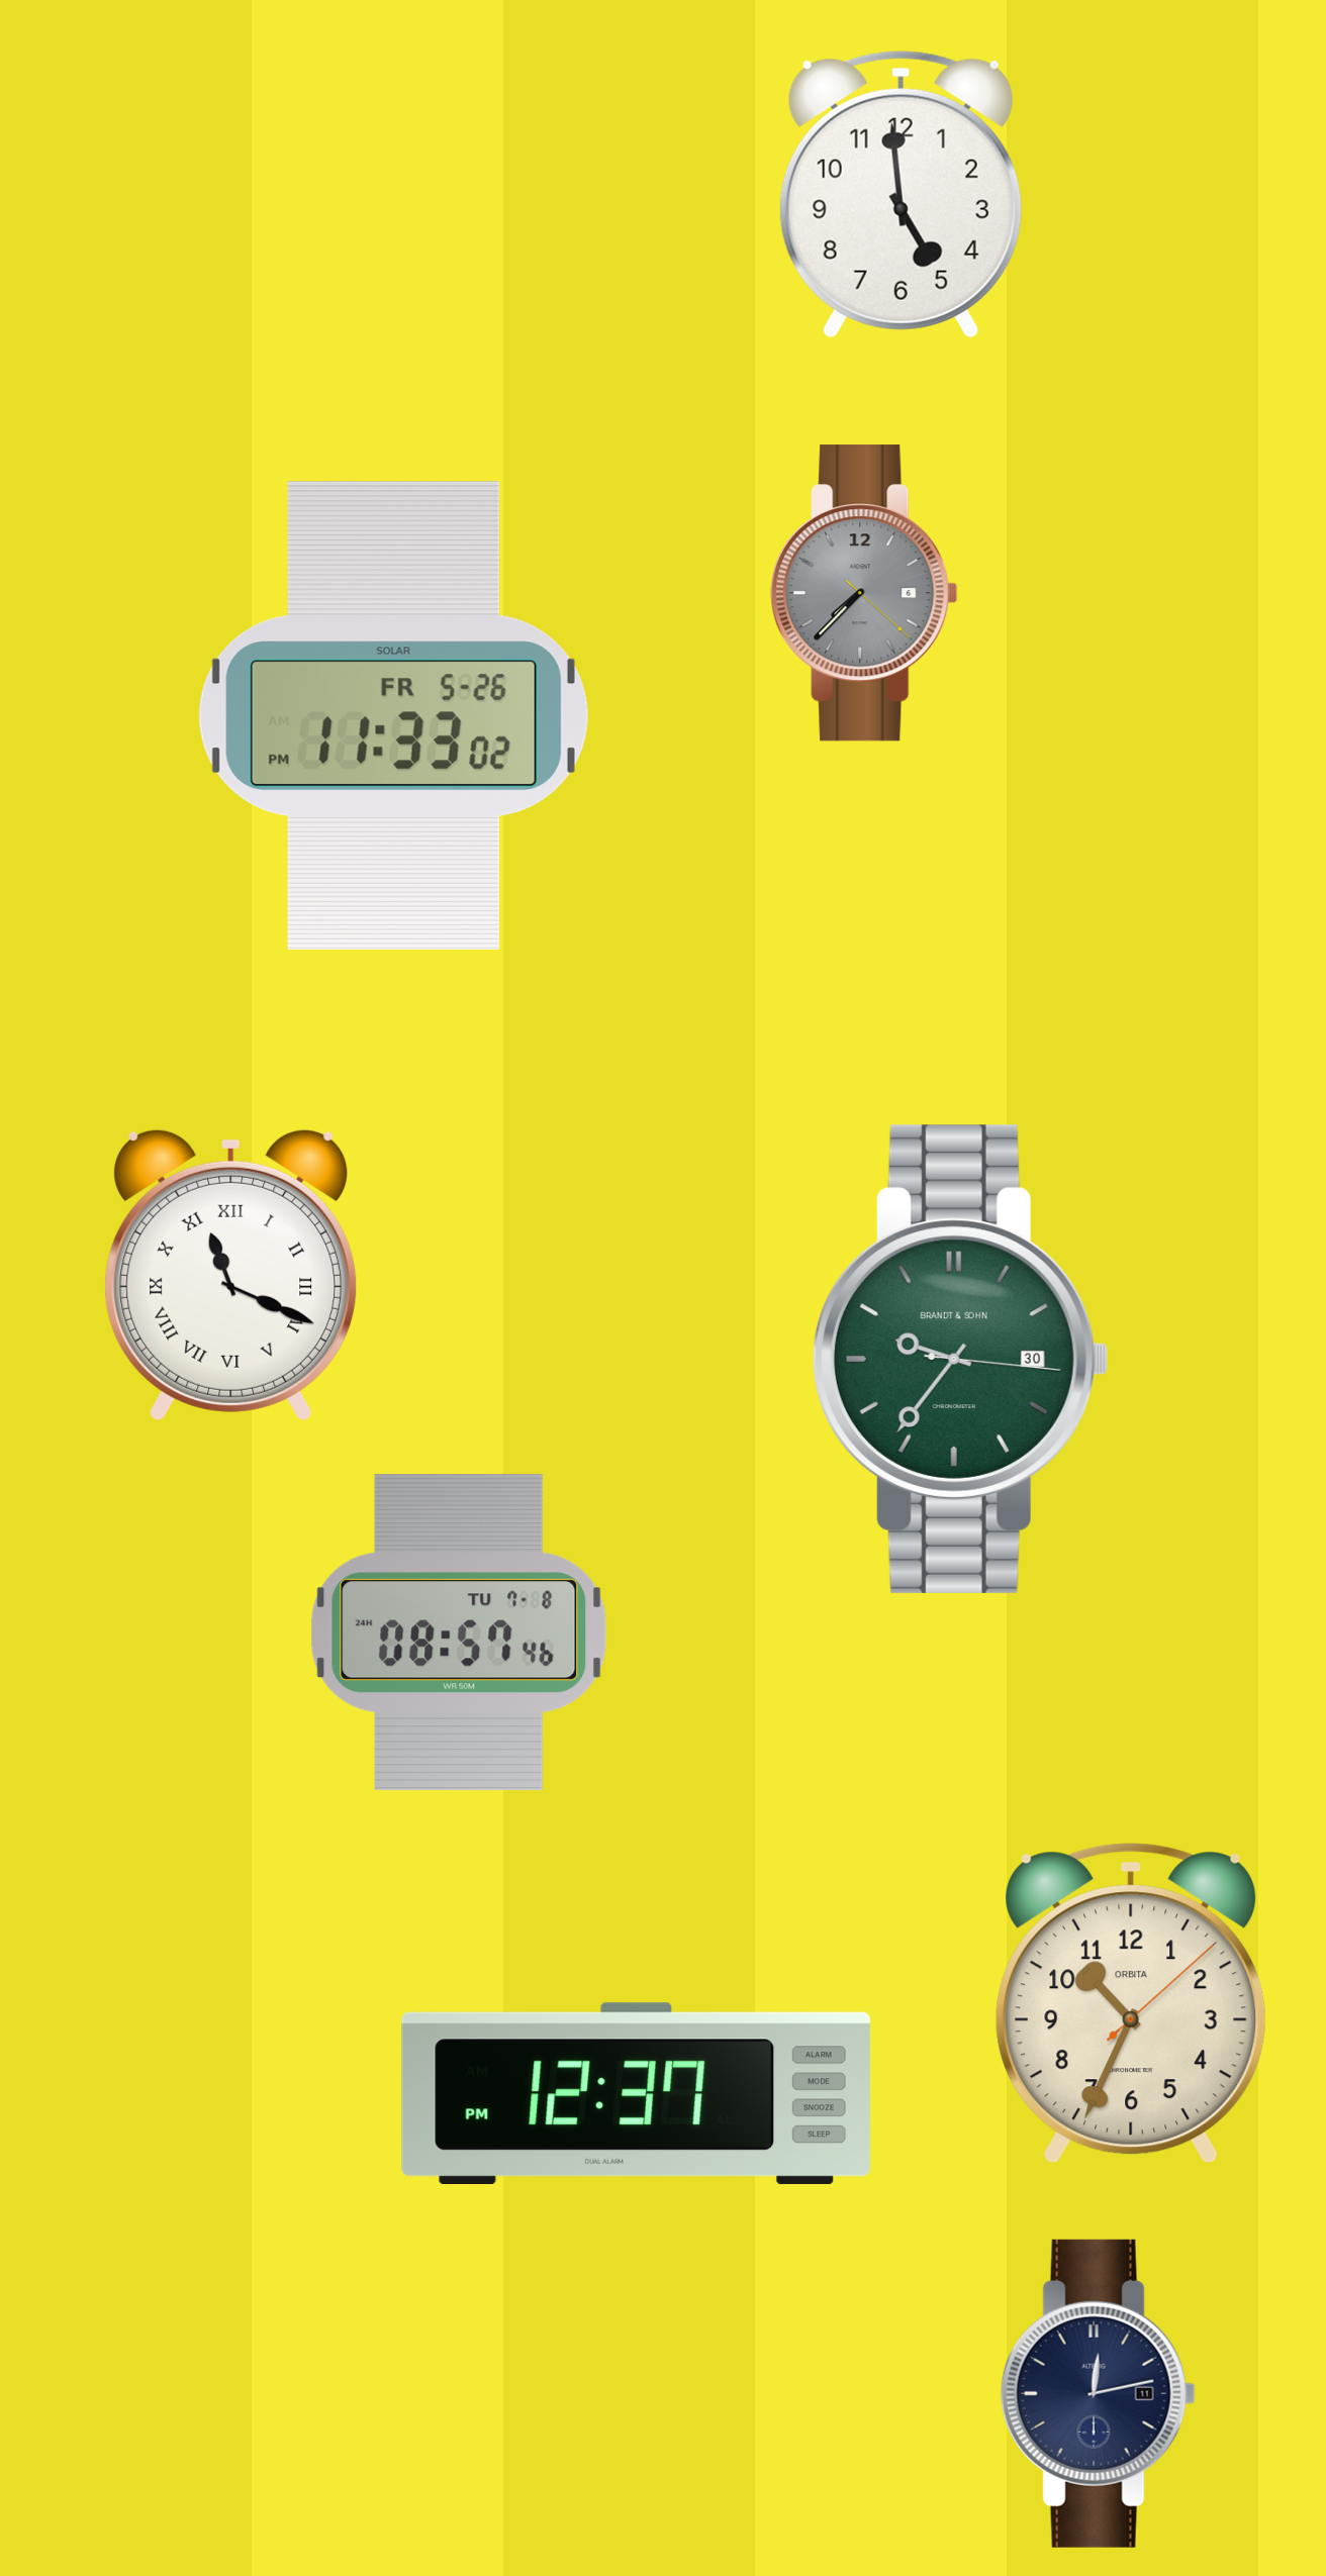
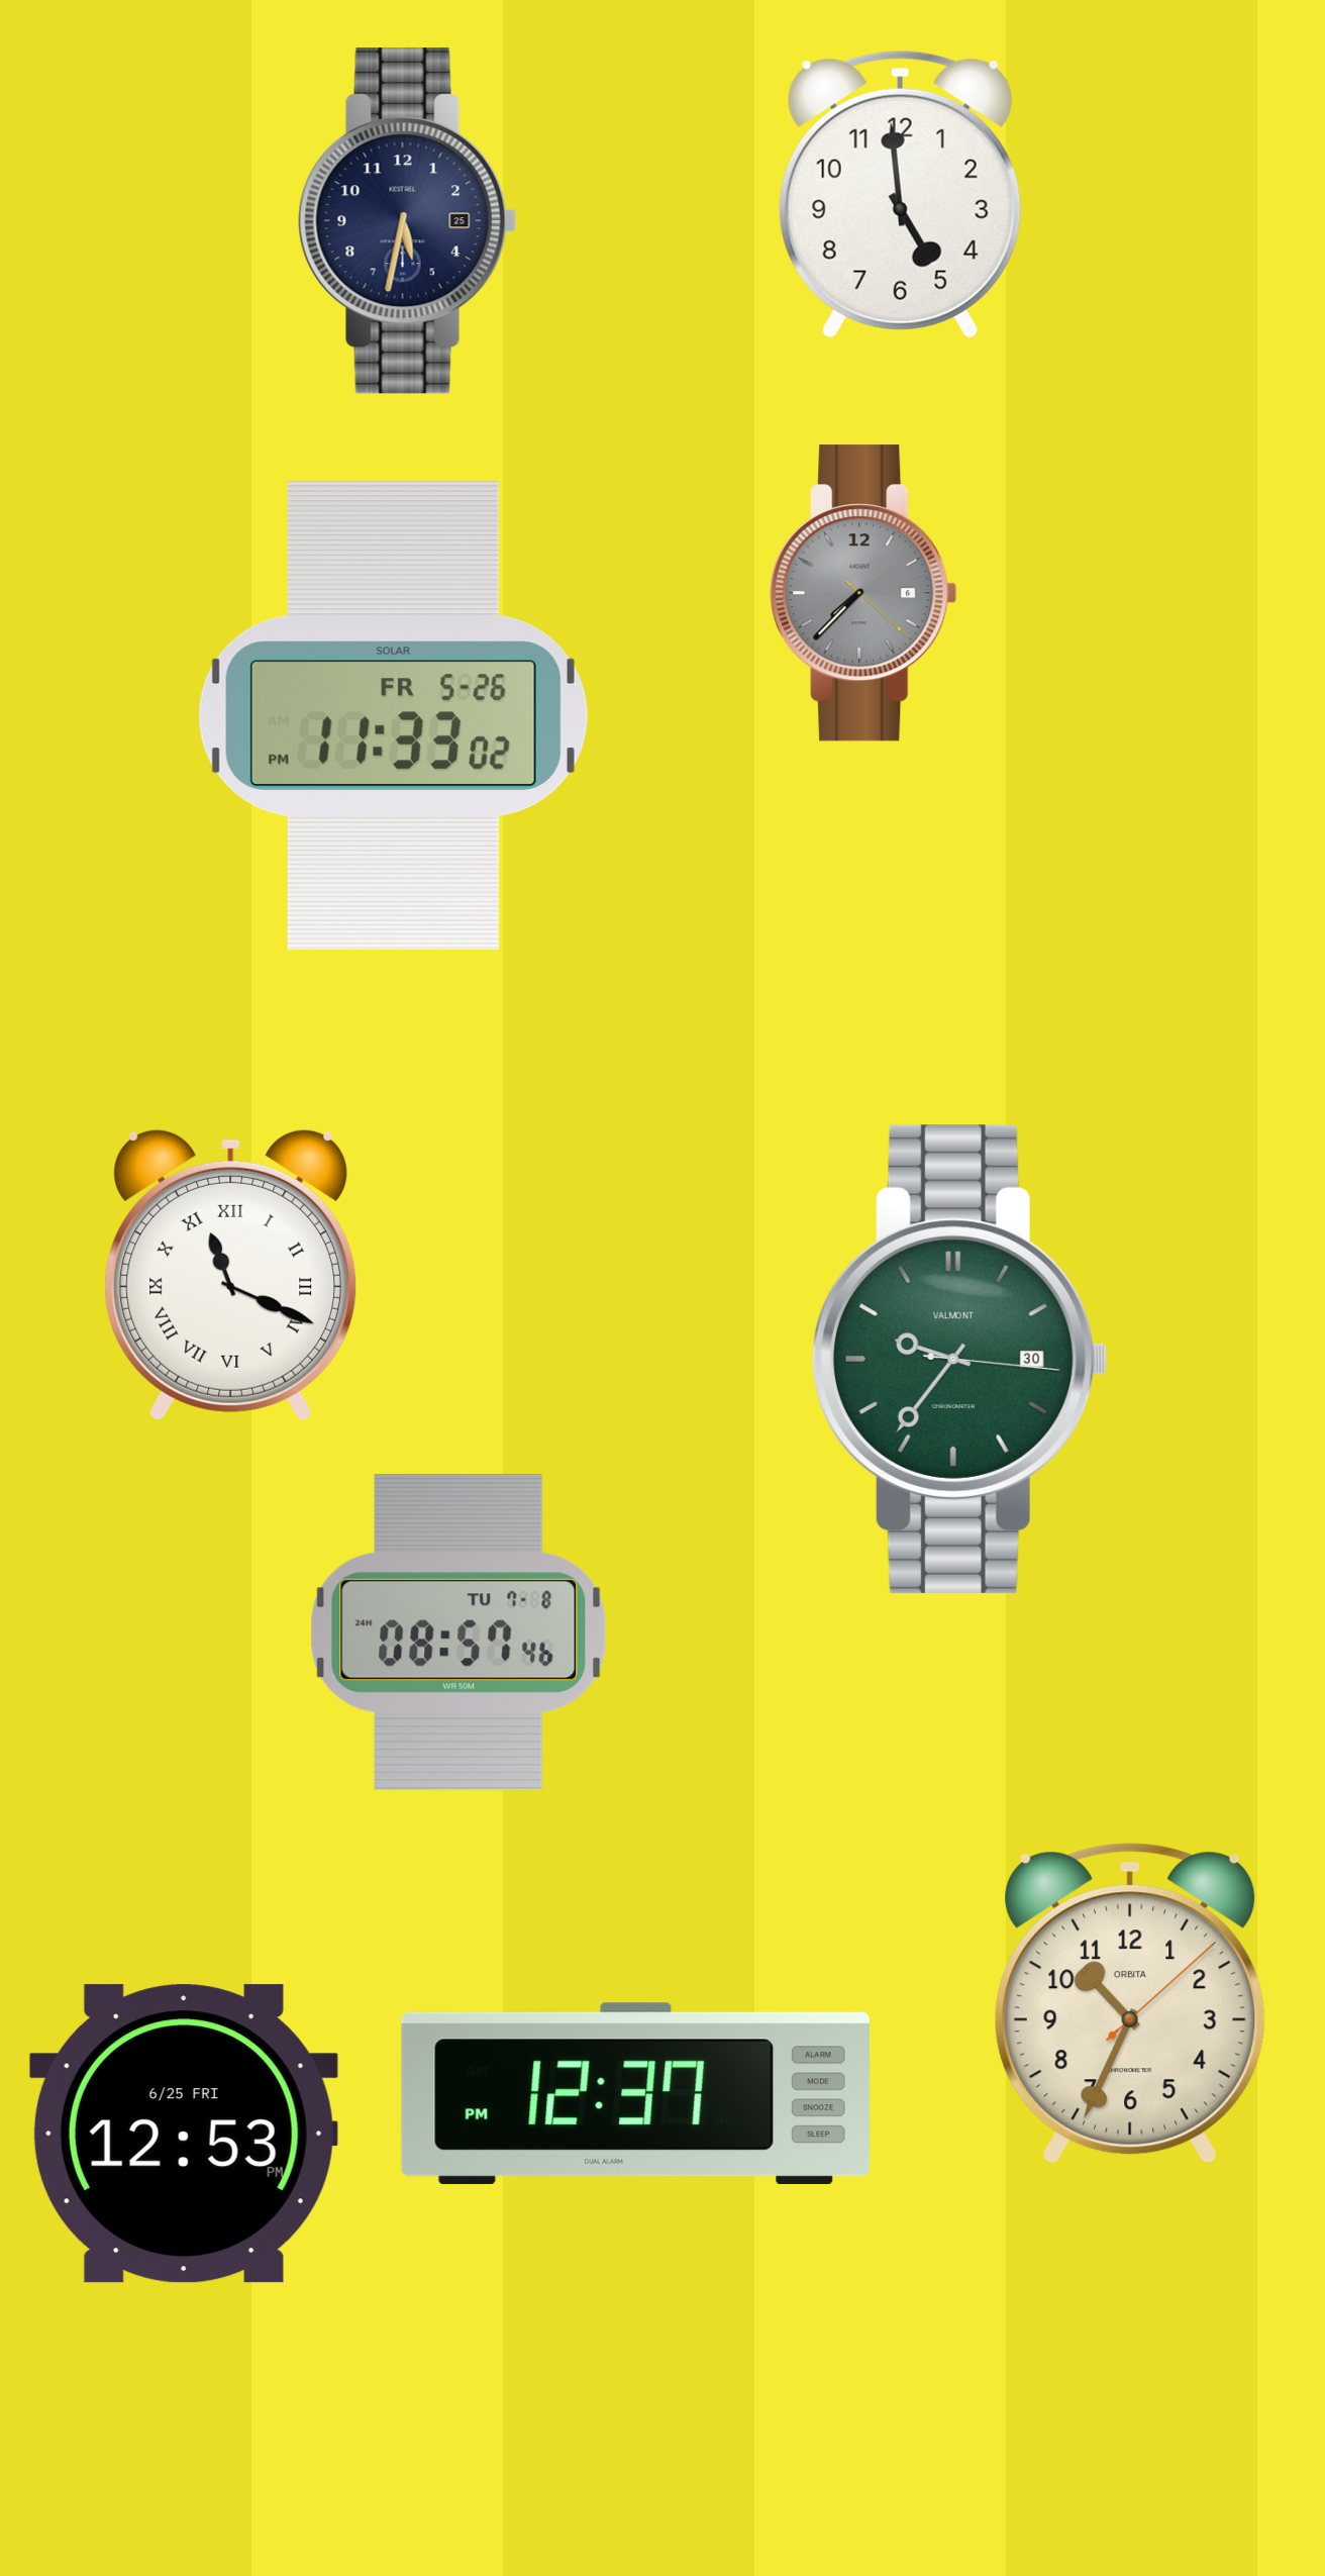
clock at (408, 221): none -> 5:32
clock at (960, 1359) brand: BRANDT & SOHN -> VALMONT
clock at (184, 2134): none -> 12:53
clock at (1098, 2393): 12:13 -> none
